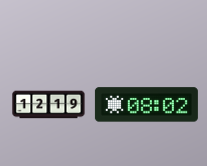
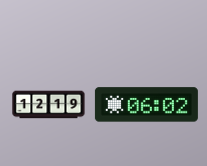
clock at (146, 105): 08:02 -> 06:02
